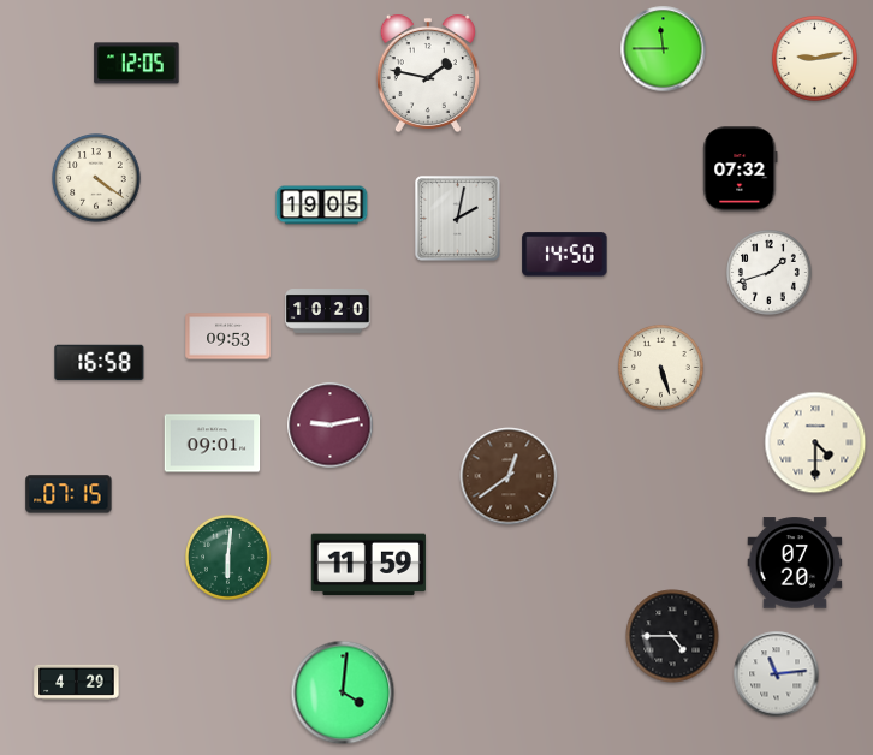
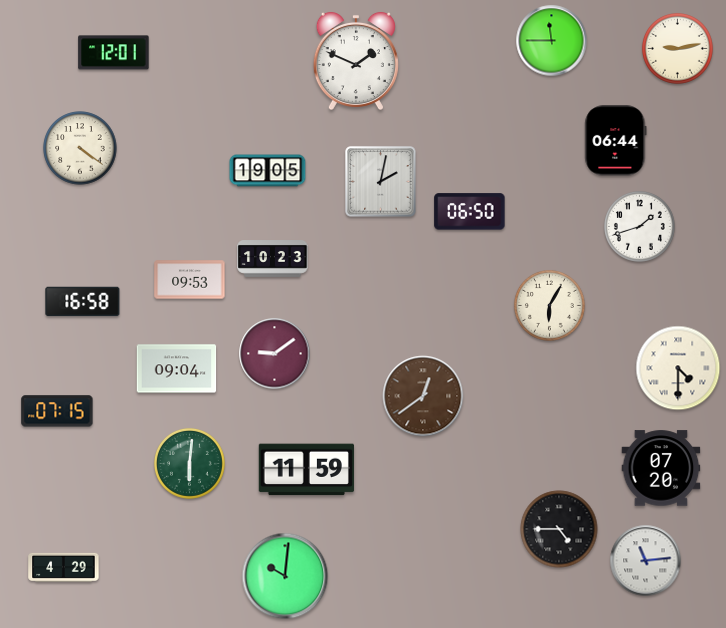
clock at (137, 64): 12:05 -> 12:01
clock at (428, 73): 1:47 -> 1:49
clock at (741, 170): 07:32 -> 06:44
clock at (565, 255): 14:50 -> 06:50
clock at (328, 311): 10:20 -> 10:23
clock at (660, 367): 5:27 -> 6:05
clock at (331, 426): 9:13 -> 9:09
clock at (213, 444): 09:01 -> 09:04
clock at (343, 692): 4:01 -> 10:01
